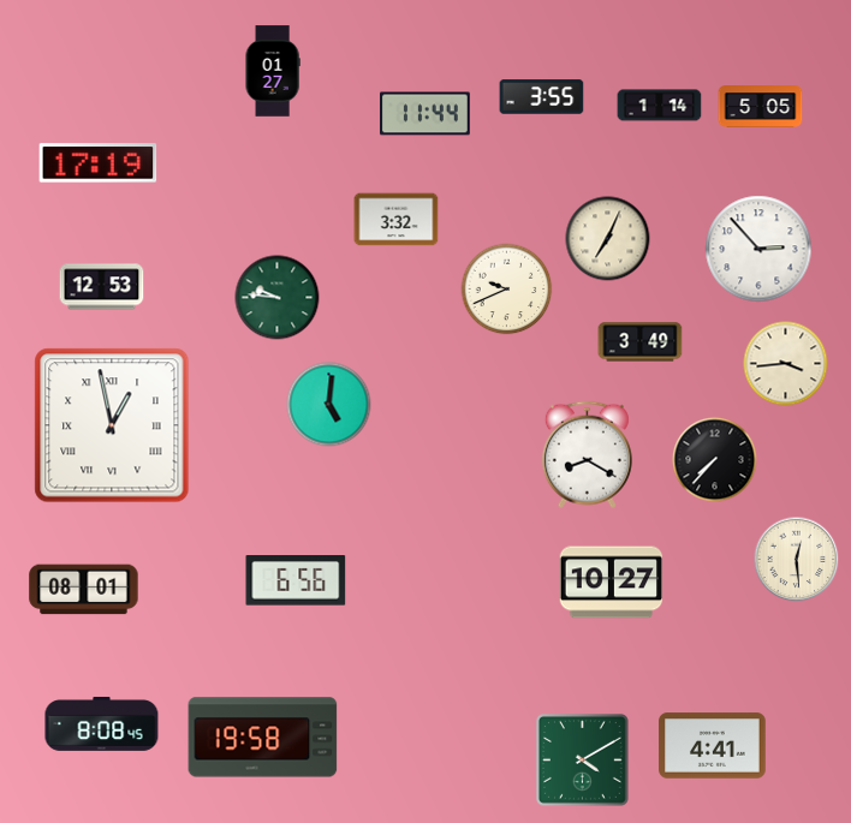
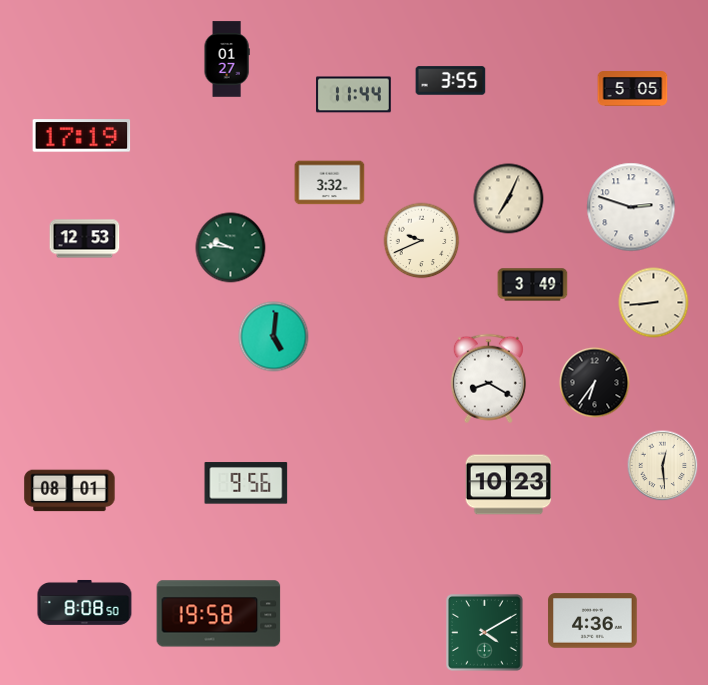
clock at (660, 106): 1:14 -> none
clock at (608, 239) position: (608, 239) -> (509, 199)
clock at (758, 249): 2:53 -> 2:48
clock at (786, 364): 3:44 -> 8:44
clock at (112, 425): 12:58 -> none
clock at (715, 460): 7:37 -> 6:36
clock at (296, 580): 6:56 -> 9:56
clock at (612, 583): 10:27 -> 10:23
clock at (102, 724): 8:08:45 -> 8:08:50
clock at (713, 746): 4:41 -> 4:36
